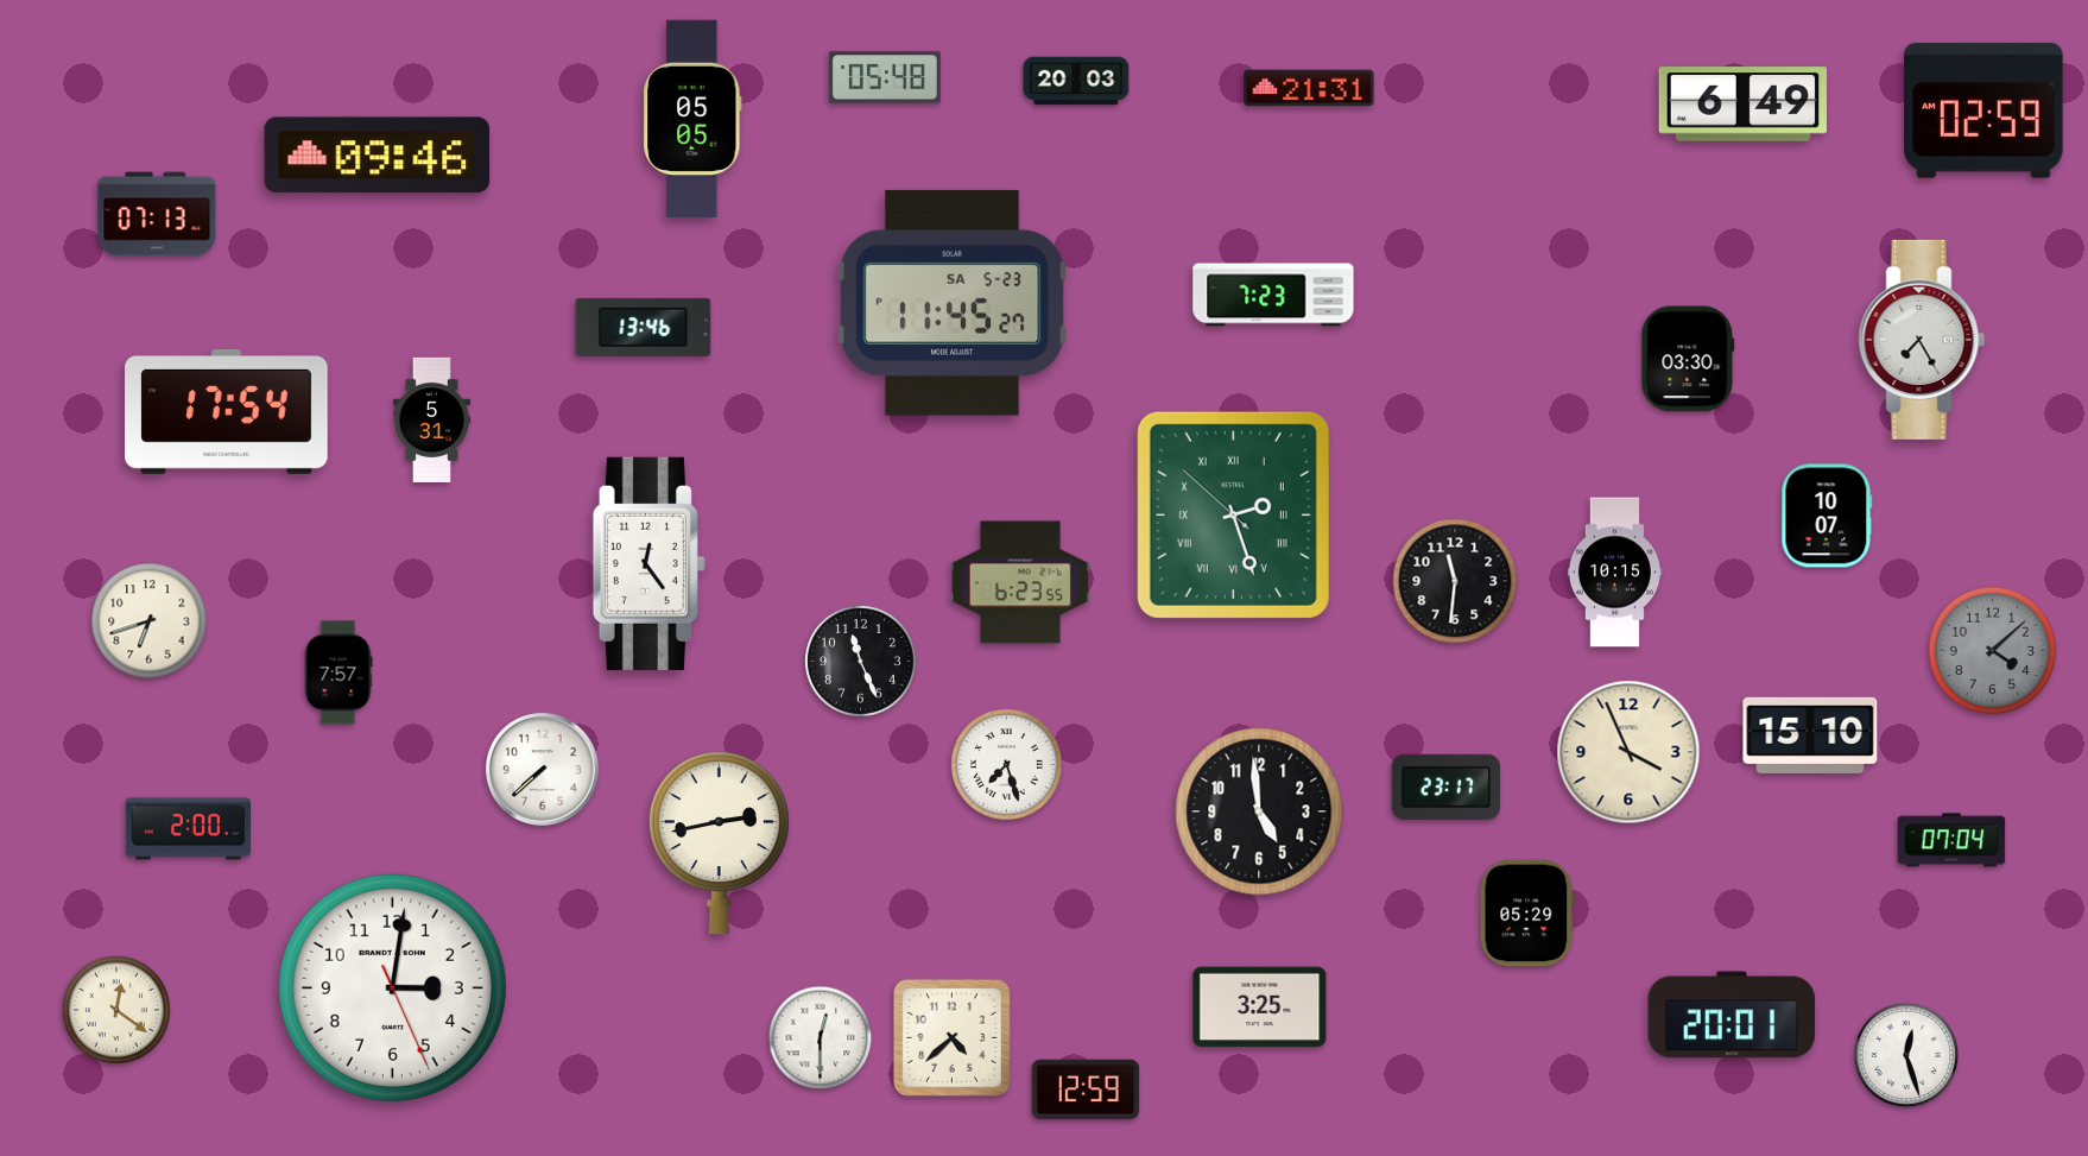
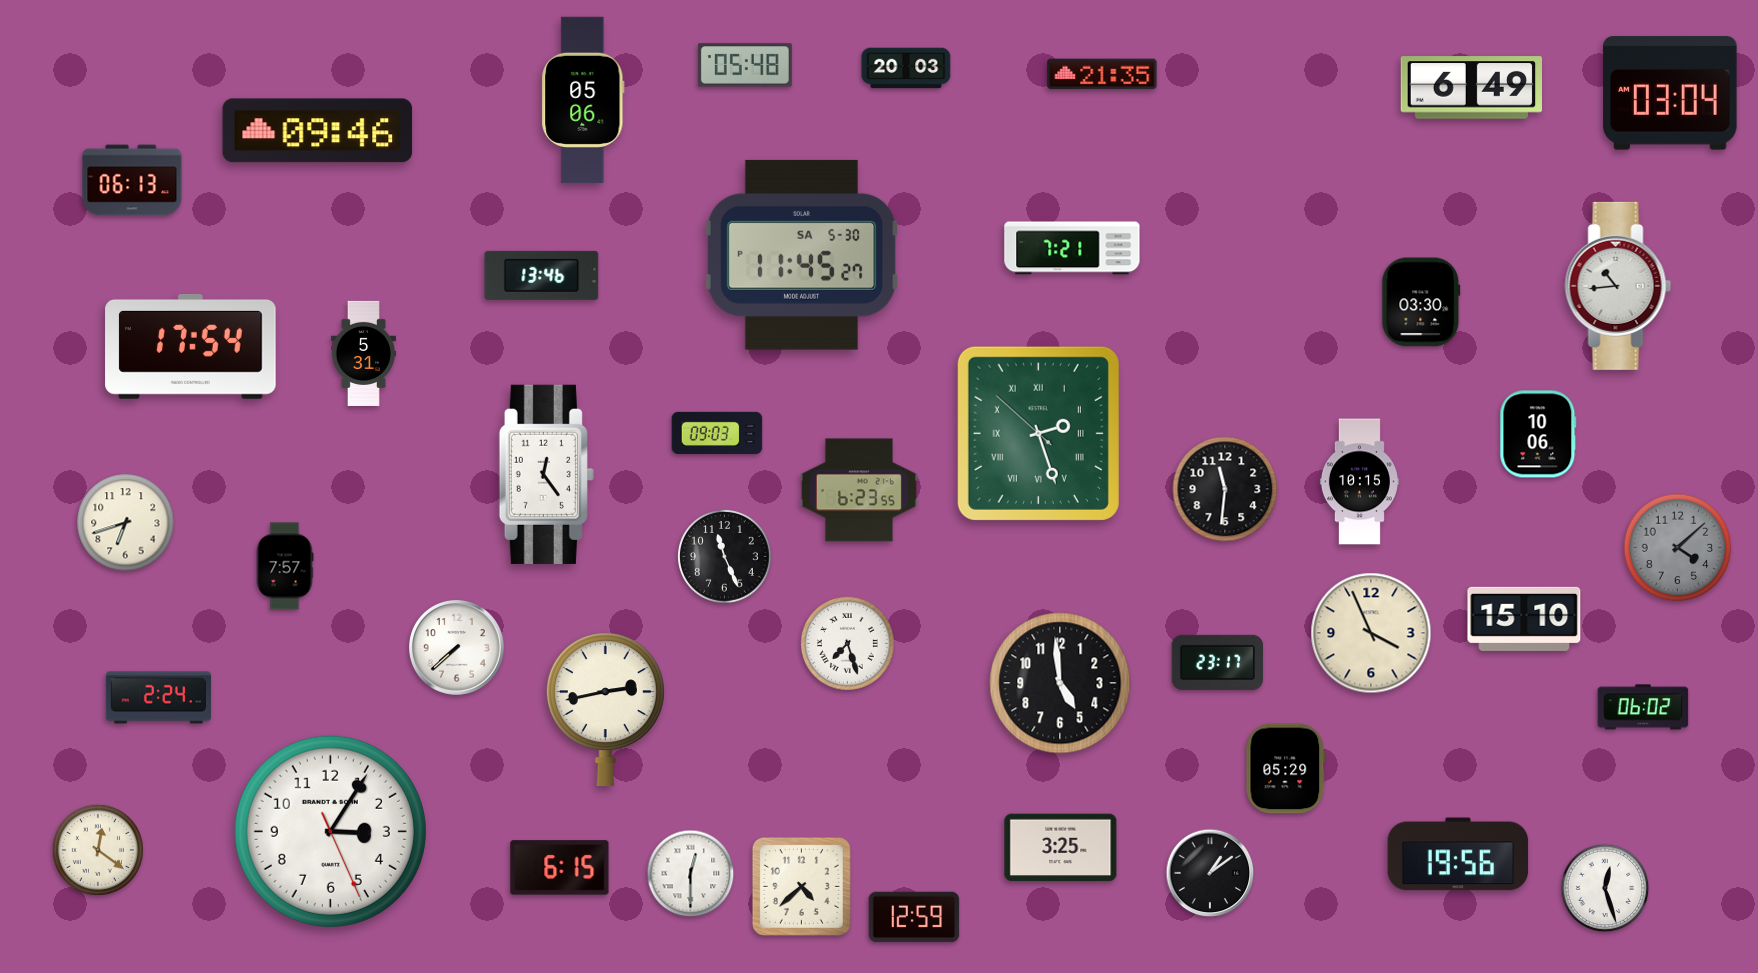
clock at (1309, 88): 21:31 -> 21:35
clock at (1744, 105) position: (1744, 105) -> (1472, 88)
clock at (1983, 110): 02:59 -> 03:04
clock at (692, 119): 05:05 -> 05:06
clock at (157, 214): 07:13 -> 06:13
clock at (1273, 295): 7:23 -> 7:21
clock at (953, 303) date: SA 5-23 -> SA 5-30
clock at (1922, 340): 7:25 -> 10:44
clock at (717, 432): none -> 09:03
clock at (1827, 516): 10:07 -> 10:06
clock at (188, 829): 2:00 -> 2:24
clock at (1951, 840): 07:04 -> 06:02
clock at (392, 987): 3:01 -> 3:05
clock at (1732, 1015): 20:01 -> 19:56
clock at (560, 868): none -> 6:15
clock at (951, 1037) position: (951, 1037) -> (801, 886)
clock at (1210, 873): none -> 1:09
